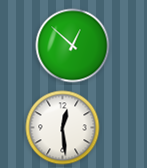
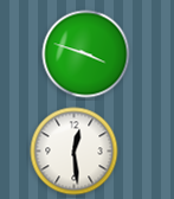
clock at (73, 46): 12:52 -> 3:48
